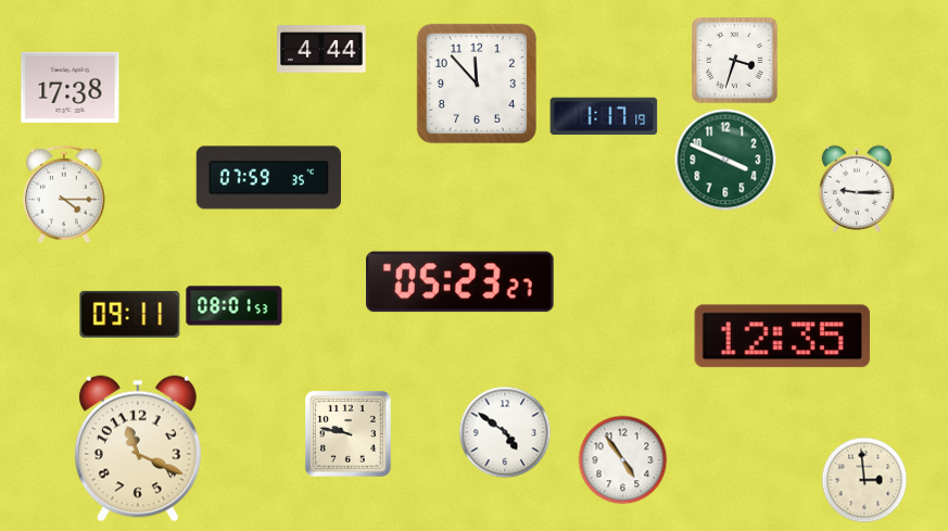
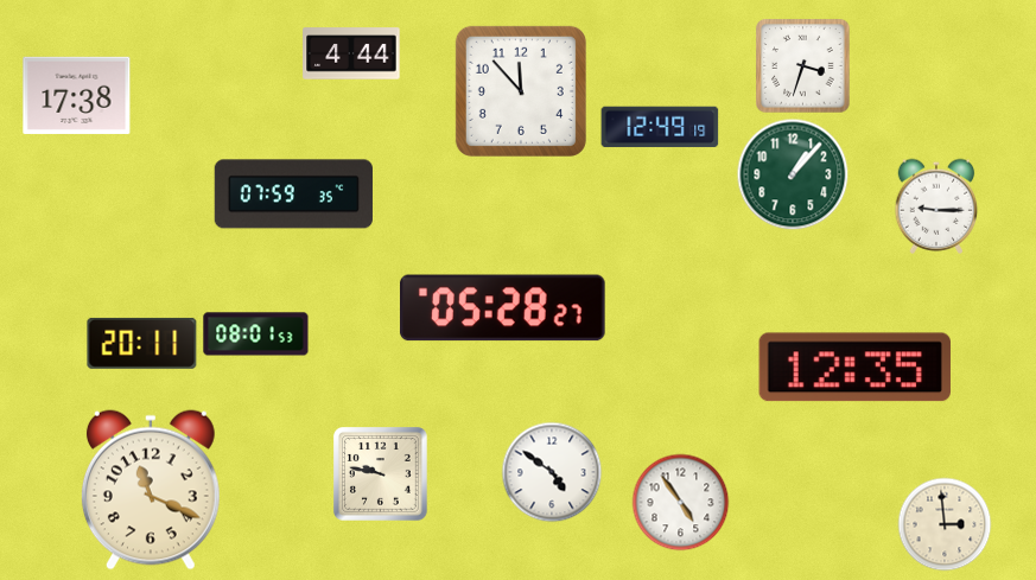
clock at (604, 116): 1:17 -> 12:49
clock at (725, 160): 3:49 -> 1:07
clock at (64, 194): 4:15 -> none
clock at (460, 282): 05:23 -> 05:28
clock at (130, 314): 09:11 -> 20:11
